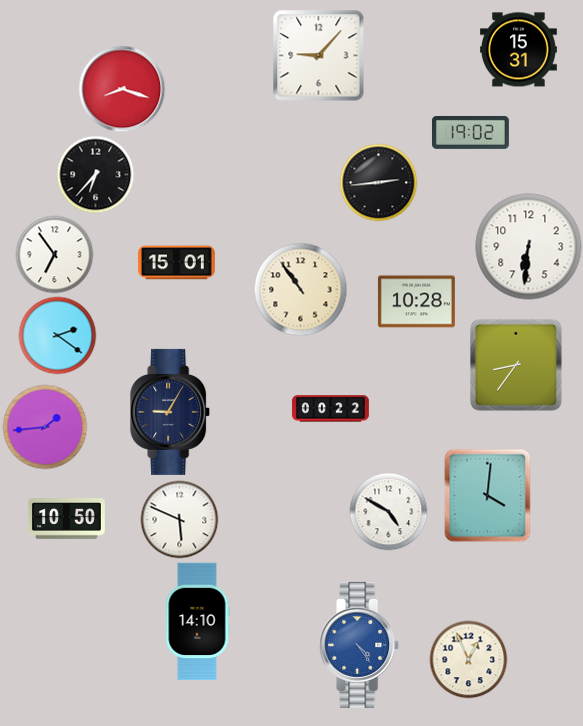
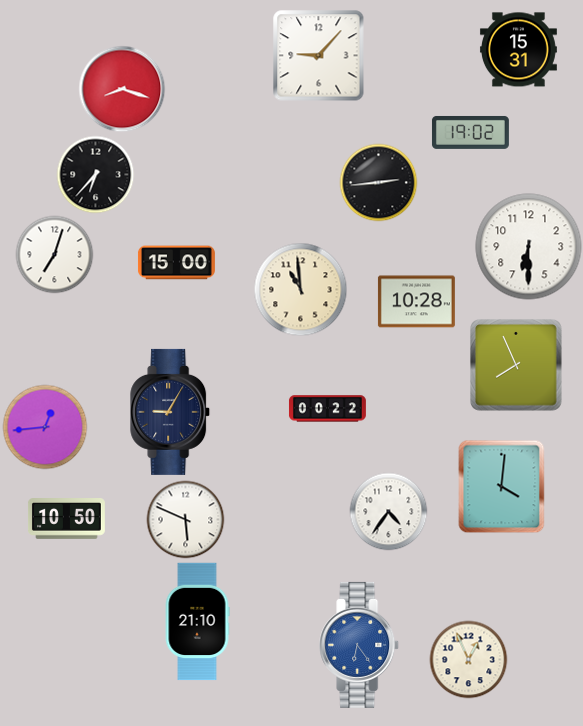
clock at (529, 247): 6:31 -> 6:30
clock at (54, 254): 6:54 -> 7:03
clock at (176, 263): 15:01 -> 15:00
clock at (300, 289): 10:54 -> 10:59
clock at (57, 335): 2:21 -> none
clock at (517, 366): 8:36 -> 7:56
clock at (330, 409) position: (330, 409) -> (327, 409)
clock at (45, 427): 1:44 -> 12:44
clock at (488, 495) position: (488, 495) -> (502, 486)
clock at (388, 511): 4:50 -> 4:36
clock at (179, 519) position: (179, 519) -> (185, 519)
clock at (197, 622): 14:10 -> 21:10
clock at (360, 645): 4:24 -> 6:24
